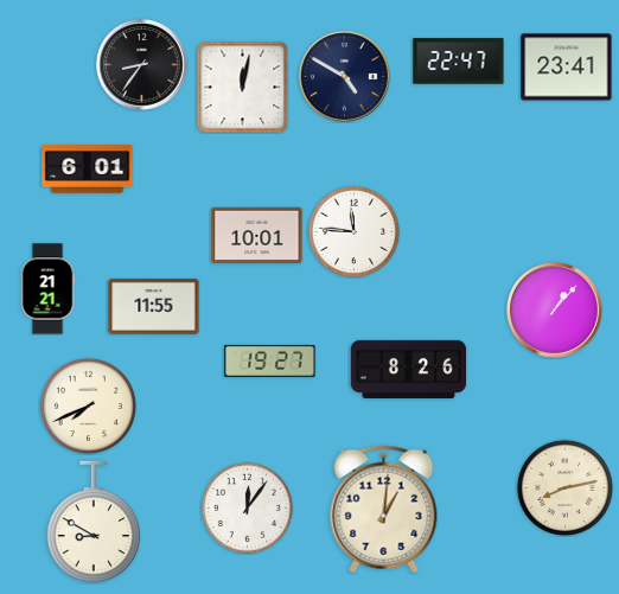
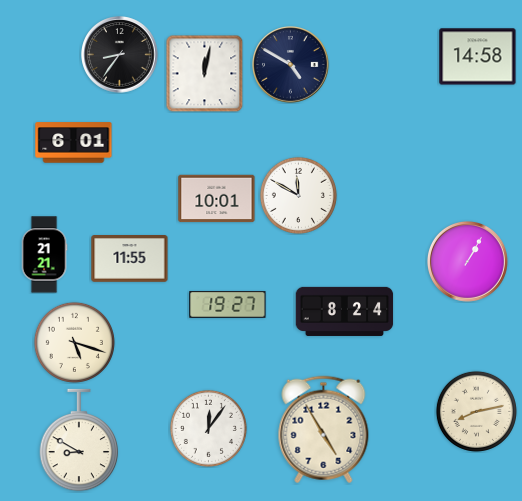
clock at (459, 62): 22:47 -> none
clock at (567, 68): 23:41 -> 14:58
clock at (353, 231): 11:46 -> 11:50
clock at (47, 289) position: (47, 289) -> (44, 255)
clock at (554, 309): 1:07 -> 1:05
clock at (409, 369): 8:26 -> 8:24
clock at (88, 405): 7:41 -> 5:18
clock at (384, 510): 1:01 -> 4:55
